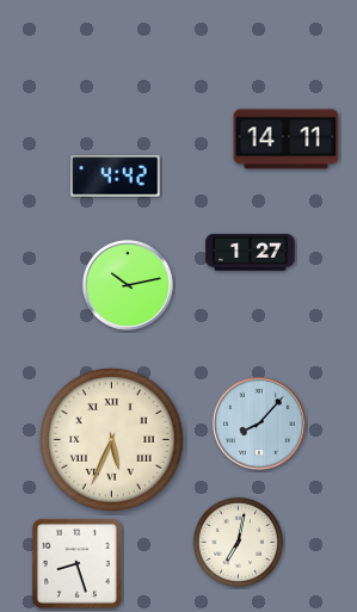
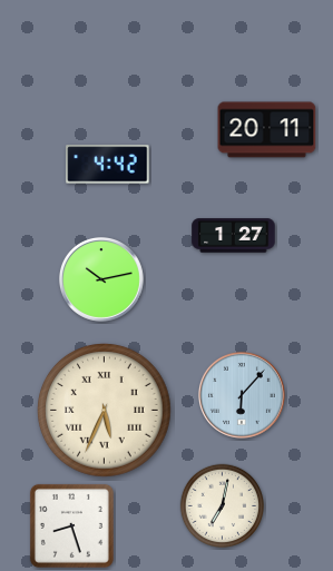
clock at (287, 140): 14:11 -> 20:11
clock at (128, 285) position: (128, 285) -> (101, 279)
clock at (259, 424): 8:07 -> 6:07
